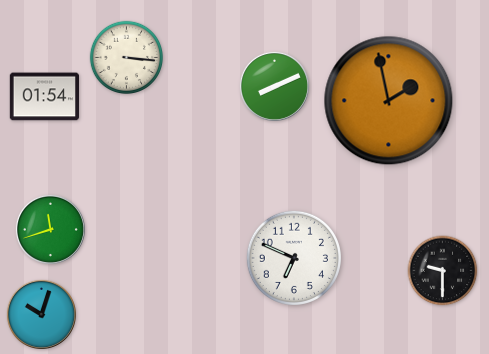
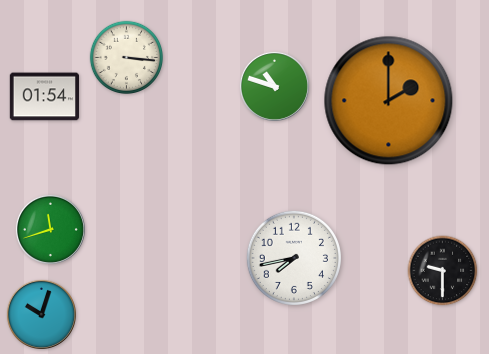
clock at (274, 86): 8:11 -> 10:48
clock at (389, 101): 1:58 -> 2:00
clock at (294, 258): 6:49 -> 7:43
